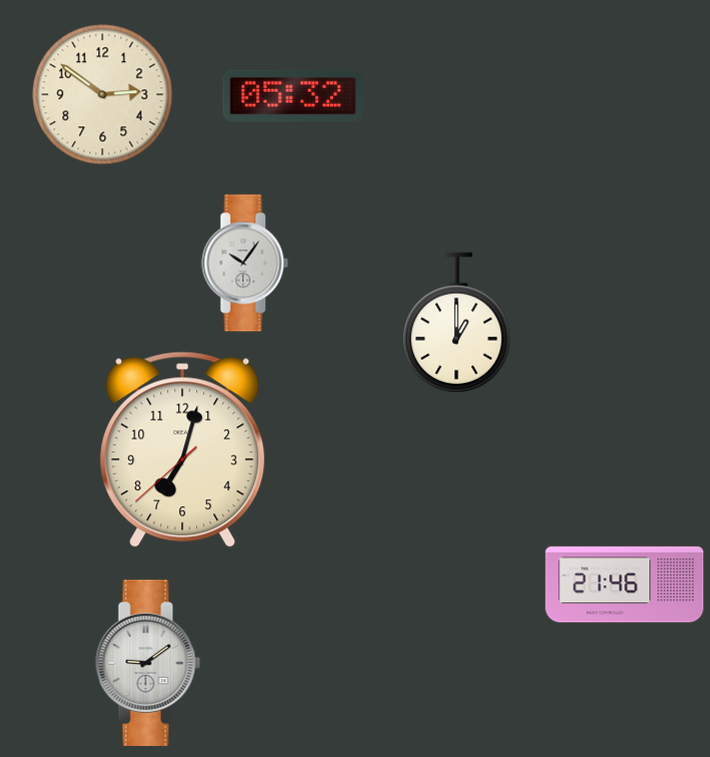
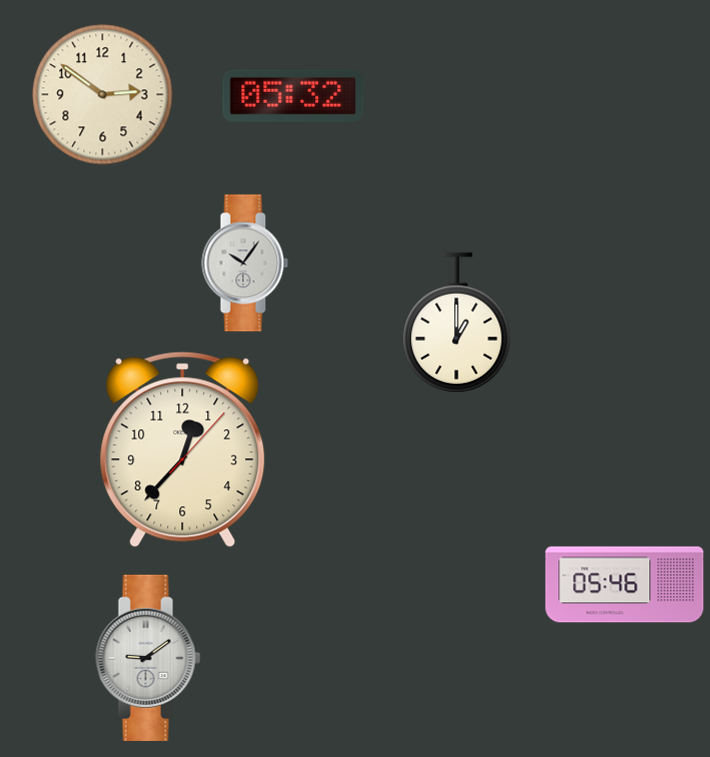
clock at (183, 450): 7:02 -> 12:37
clock at (625, 585): 21:46 -> 05:46
clock at (148, 663) position: (148, 663) -> (148, 658)
